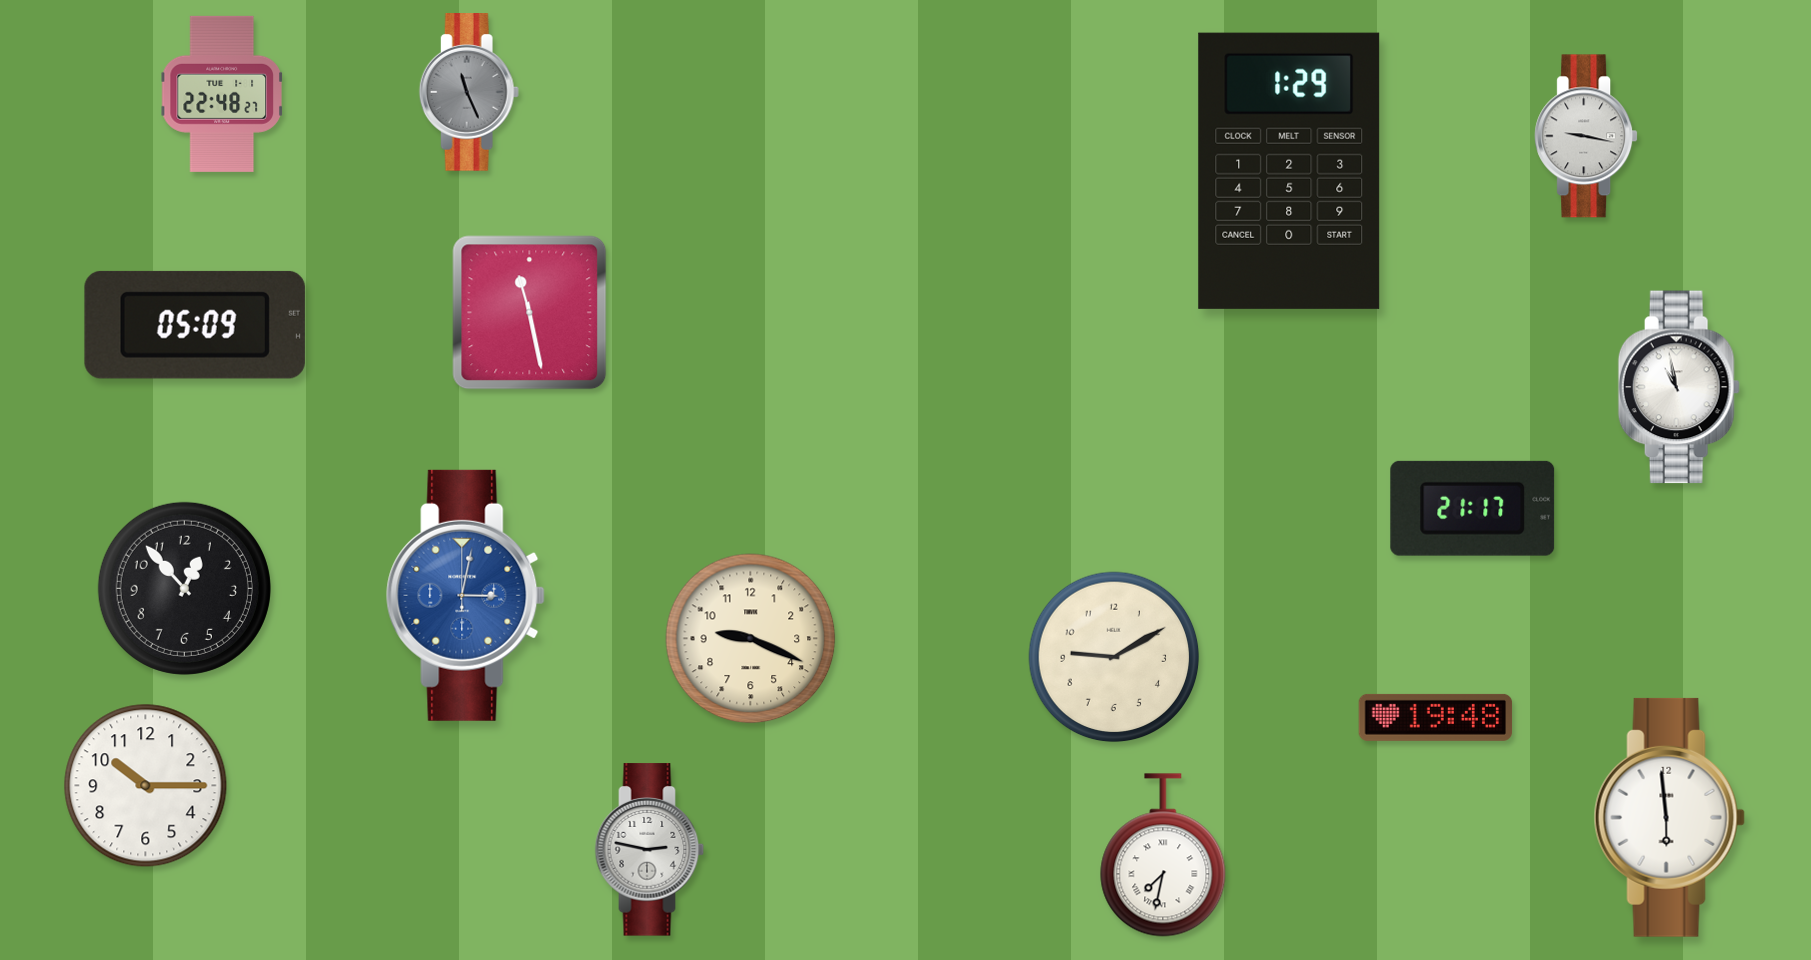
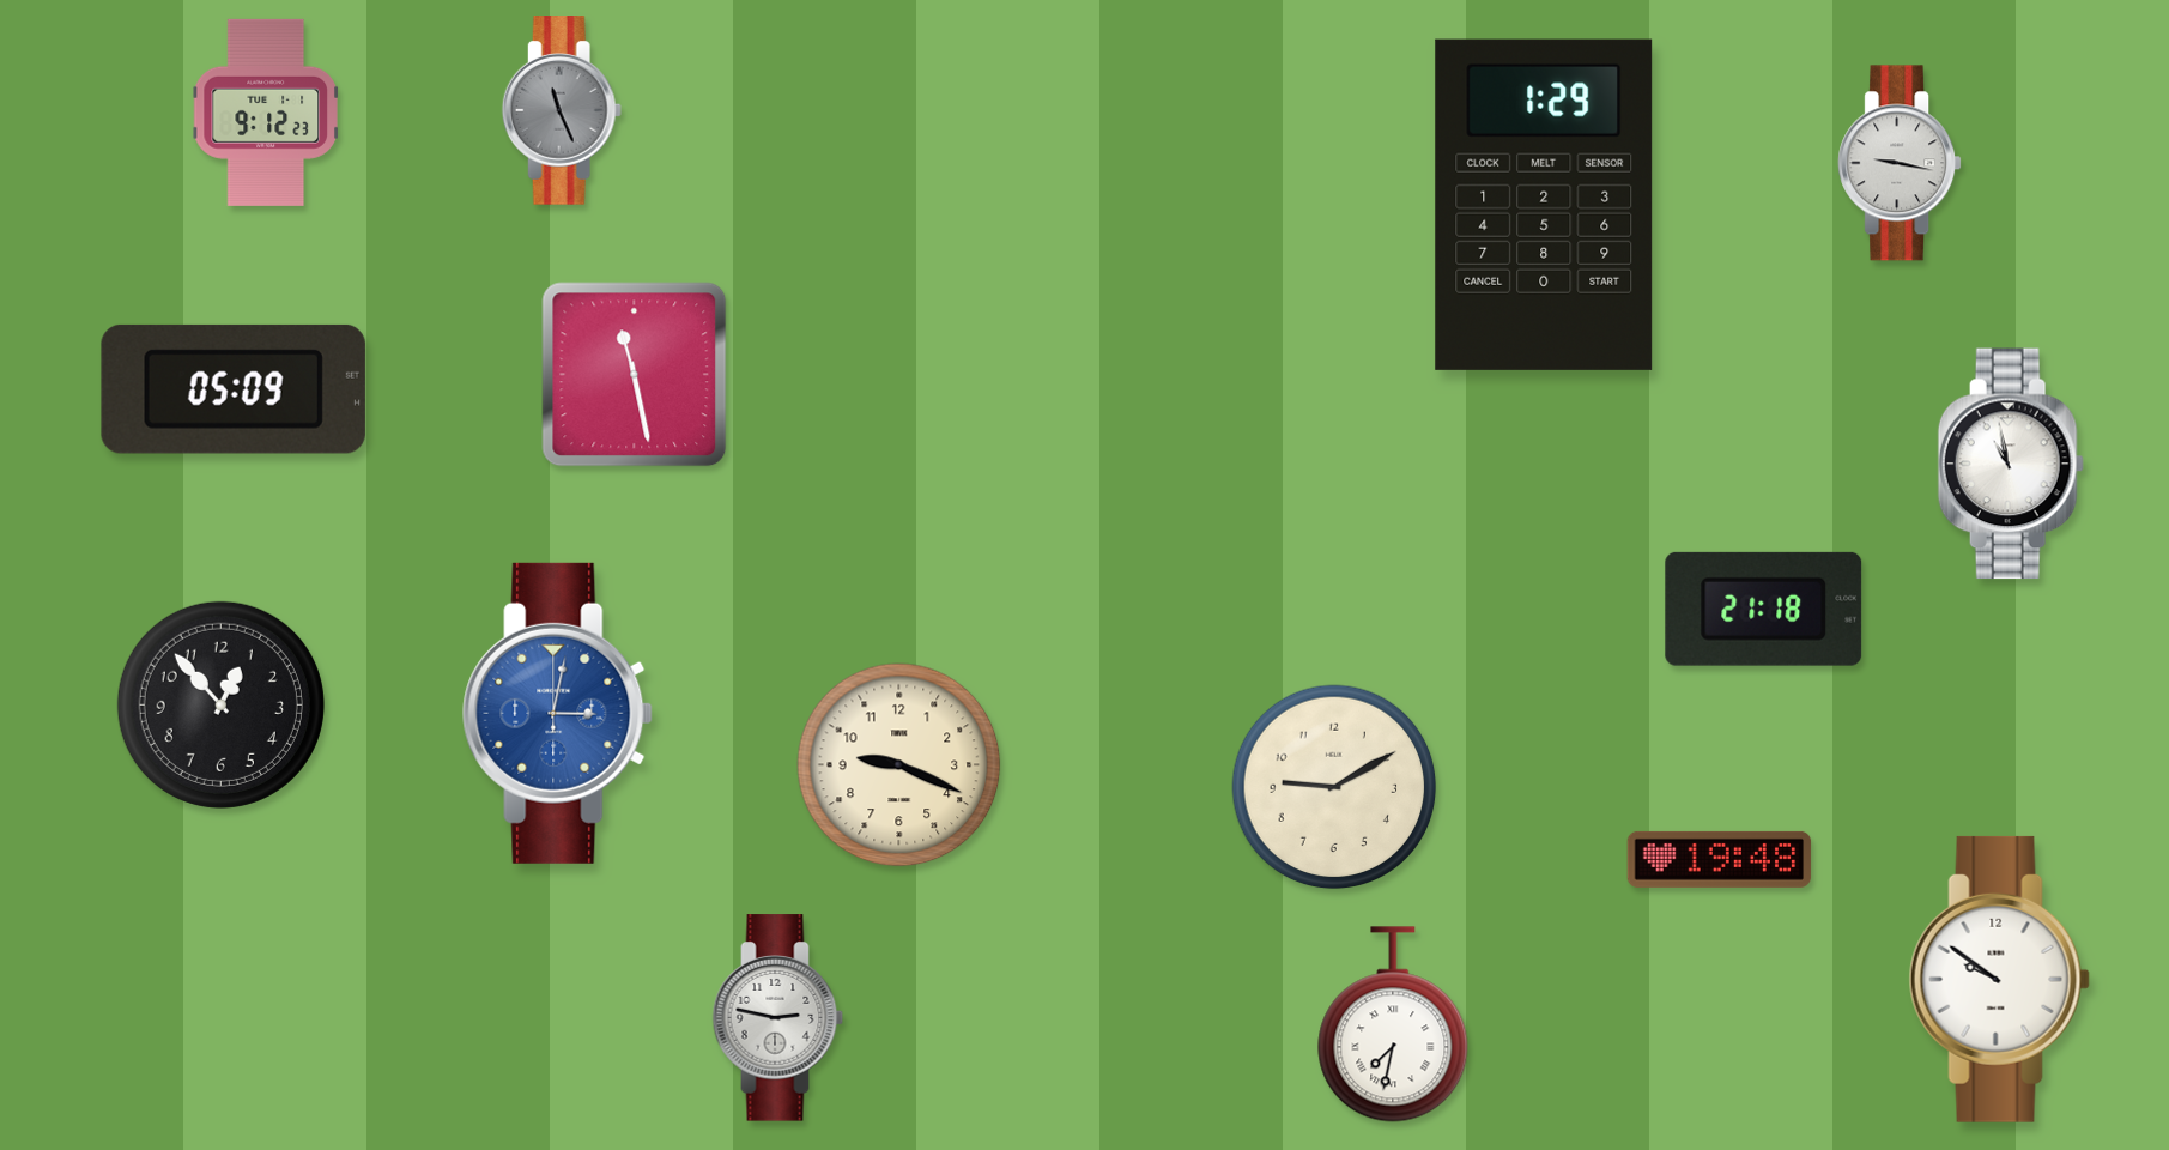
clock at (222, 94): 22:48 -> 9:12
clock at (1473, 508): 21:17 -> 21:18
clock at (146, 786): 10:15 -> none
clock at (1669, 817): 5:59 -> 9:51
